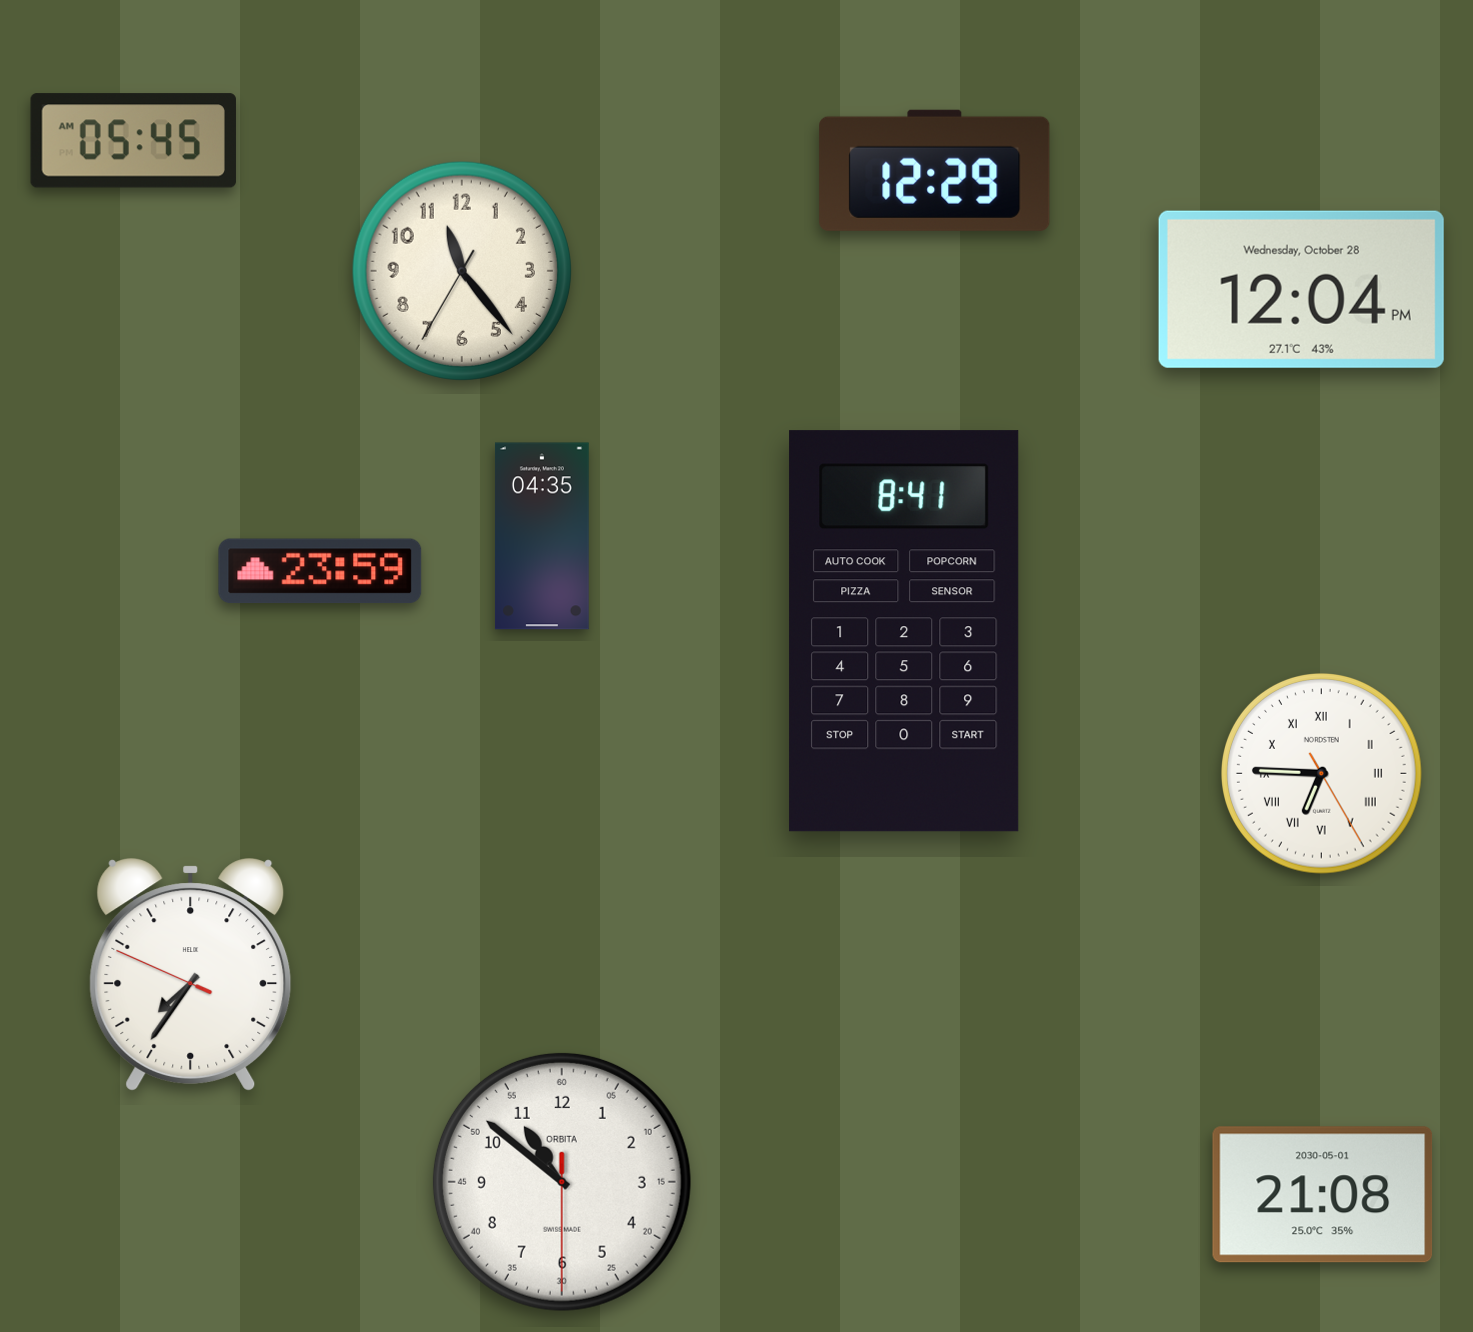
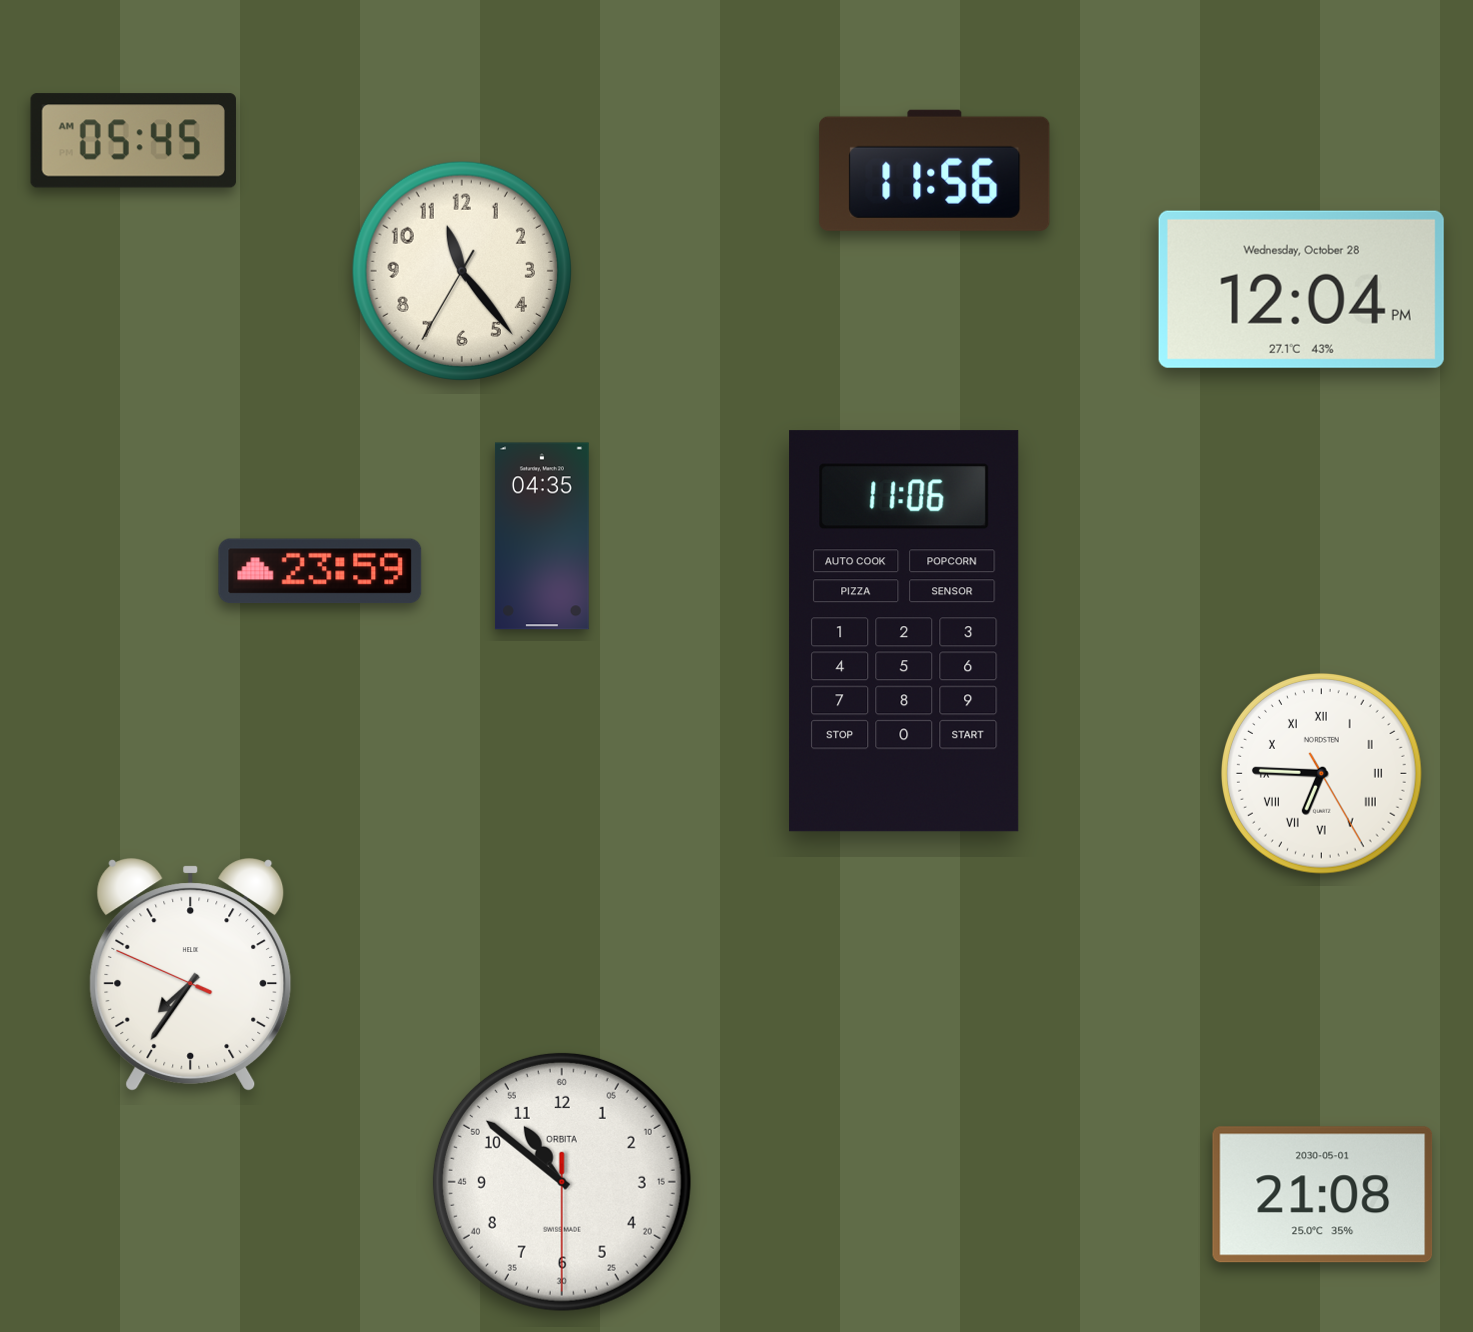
clock at (935, 170): 12:29 -> 11:56
clock at (904, 631): 8:41 -> 11:06
